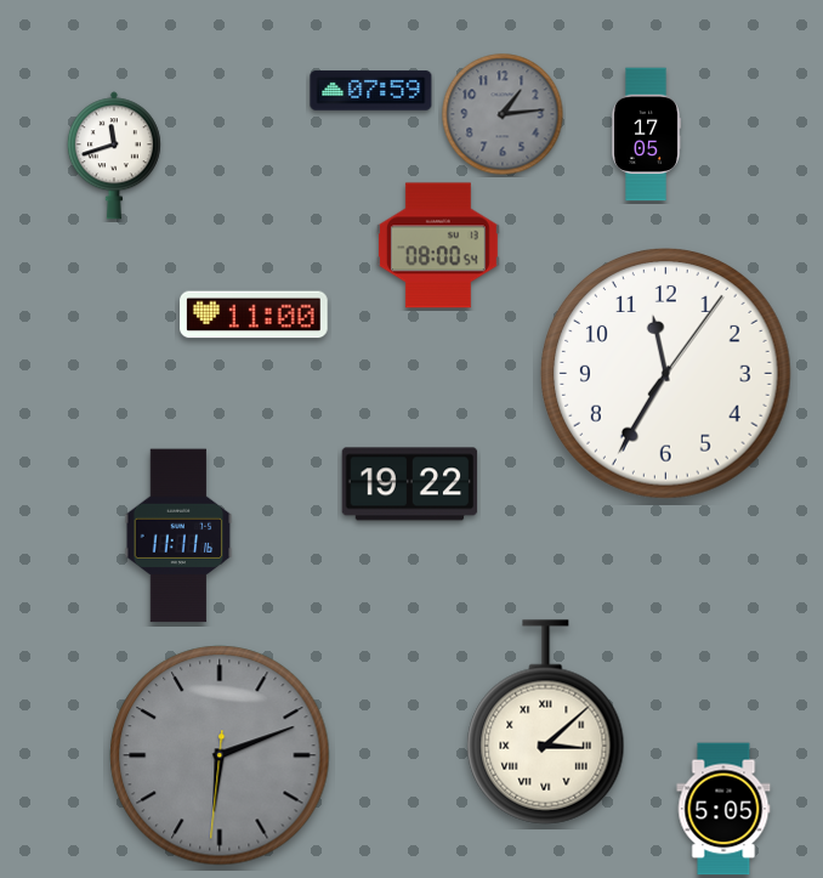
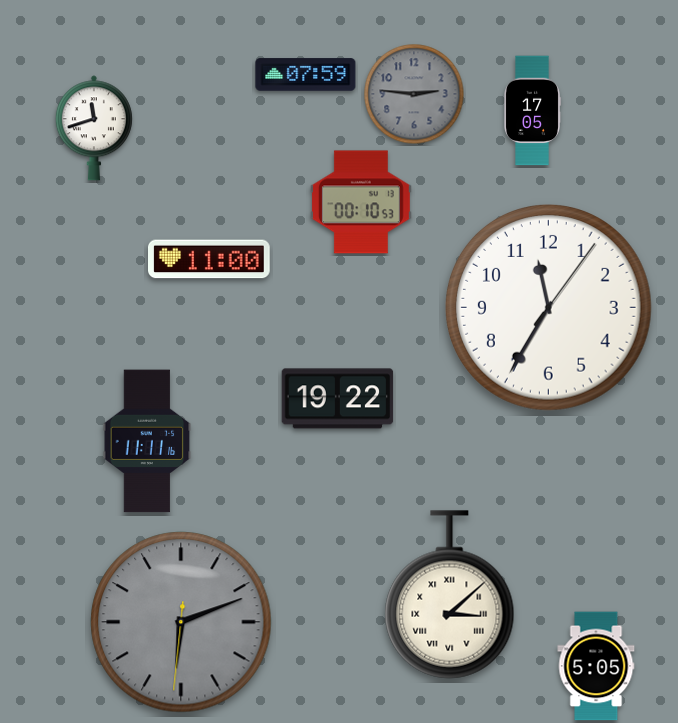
clock at (503, 114): 1:14 -> 2:46
clock at (438, 245): 08:00 -> 00:10
